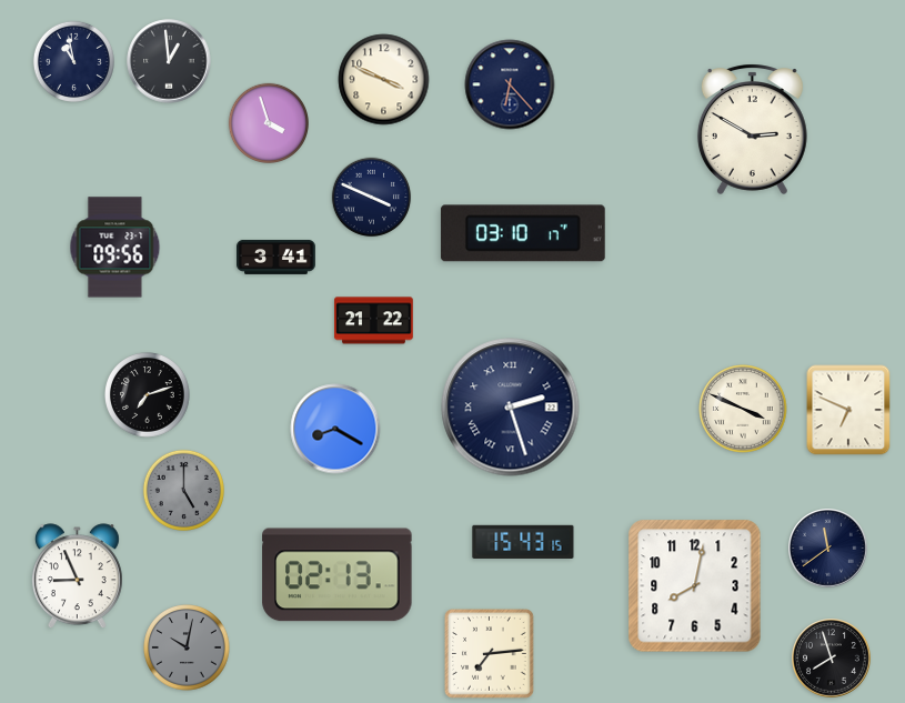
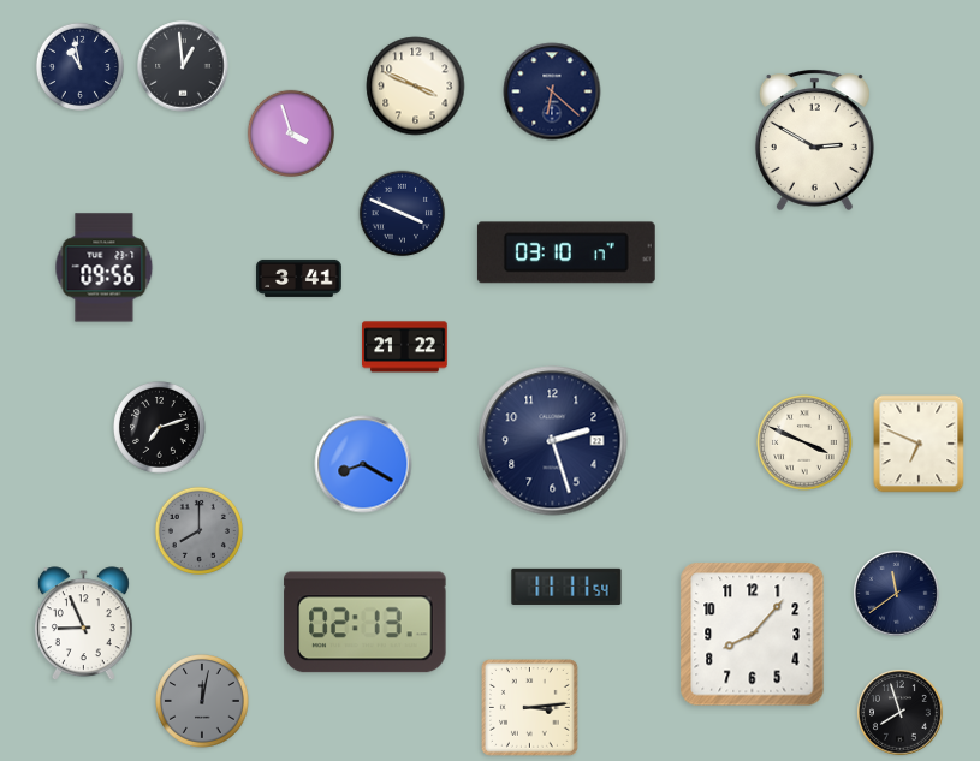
clock at (510, 84): 6:23 -> 6:22
clock at (115, 248) position: (115, 248) -> (105, 268)
clock at (511, 408) numerals: Roman -> Arabic
clock at (183, 490): 5:00 -> 8:00
clock at (523, 542): 15:43 -> 11:11
clock at (695, 586): 8:02 -> 8:07
clock at (187, 647): 10:02 -> 12:02
clock at (490, 654): 7:14 -> 3:14
